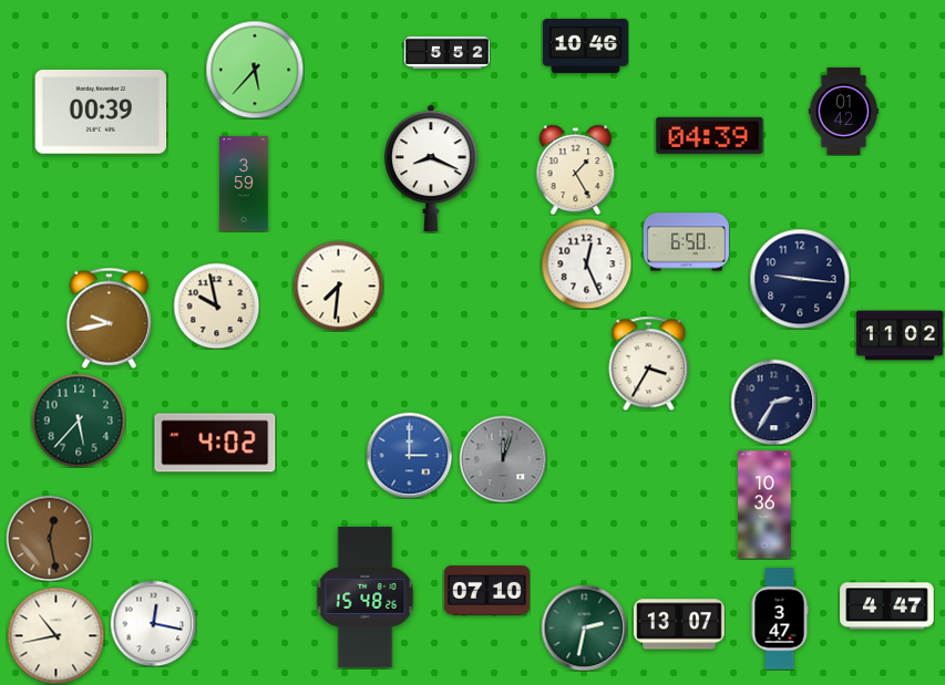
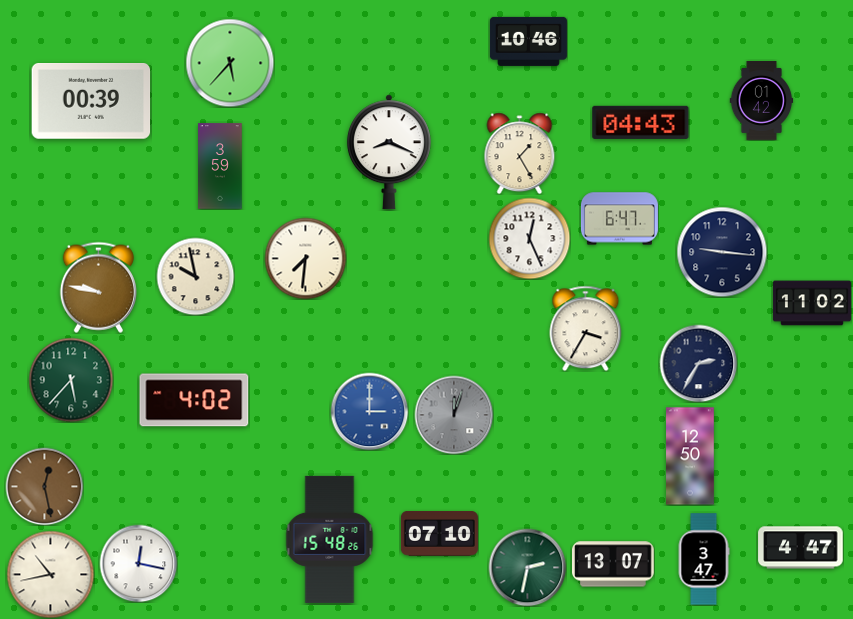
clock at (446, 52): 5:52 -> none
clock at (710, 135): 04:39 -> 04:43
clock at (686, 242): 6:50 -> 6:47
clock at (109, 318): 9:43 -> 9:47
clock at (764, 505): 10:36 -> 12:50
